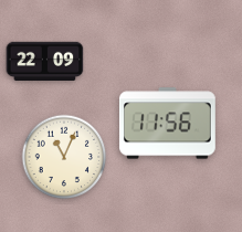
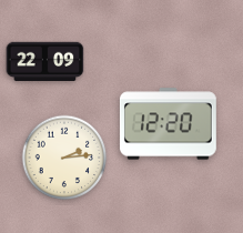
clock at (167, 124): 11:56 -> 12:20
clock at (64, 157): 11:04 -> 2:14
